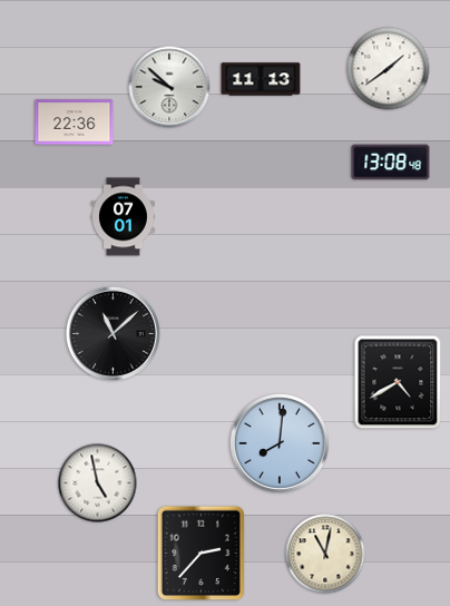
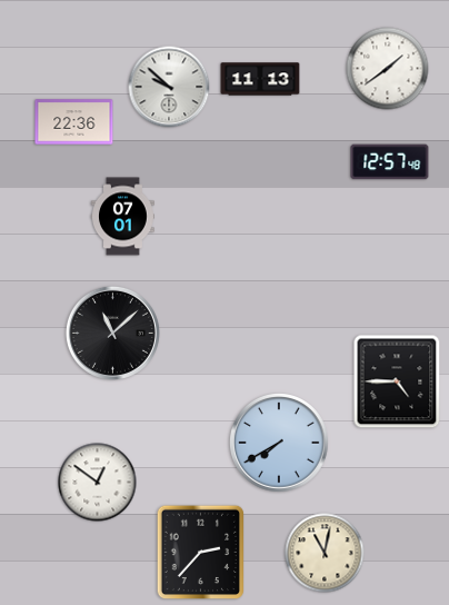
clock at (391, 163): 13:08 -> 12:57
clock at (398, 382): 4:40 -> 4:45
clock at (281, 444): 8:01 -> 7:40
clock at (98, 483): 4:58 -> 12:51
